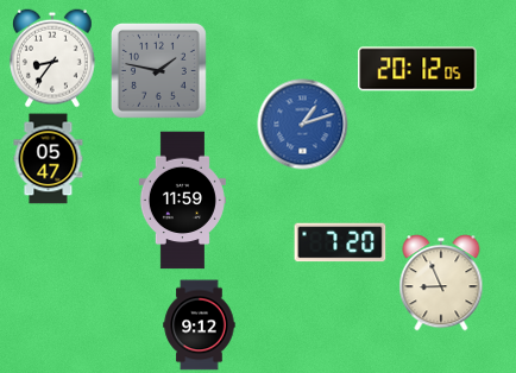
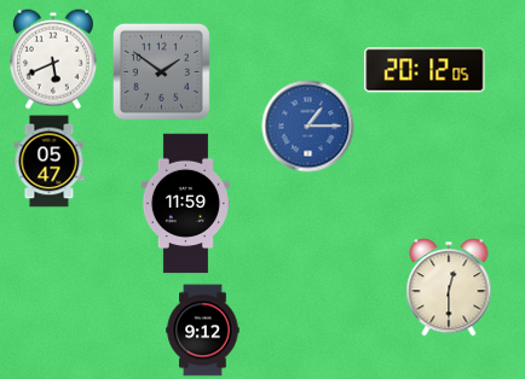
clock at (52, 58): 8:36 -> 5:41
clock at (158, 70): 1:47 -> 1:51
clock at (303, 125): 1:12 -> 1:15
clock at (340, 242): 7:20 -> none
clock at (441, 283): 8:56 -> 12:30
